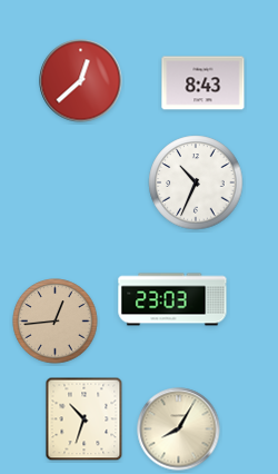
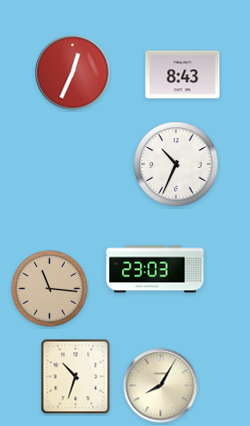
clock at (81, 81): 12:38 -> 12:34
clock at (56, 322): 12:44 -> 11:16
